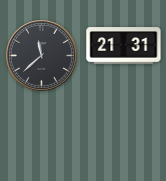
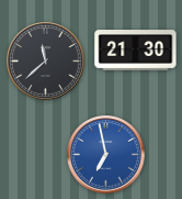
clock at (124, 46): 21:31 -> 21:30
clock at (106, 155): none -> 6:58
